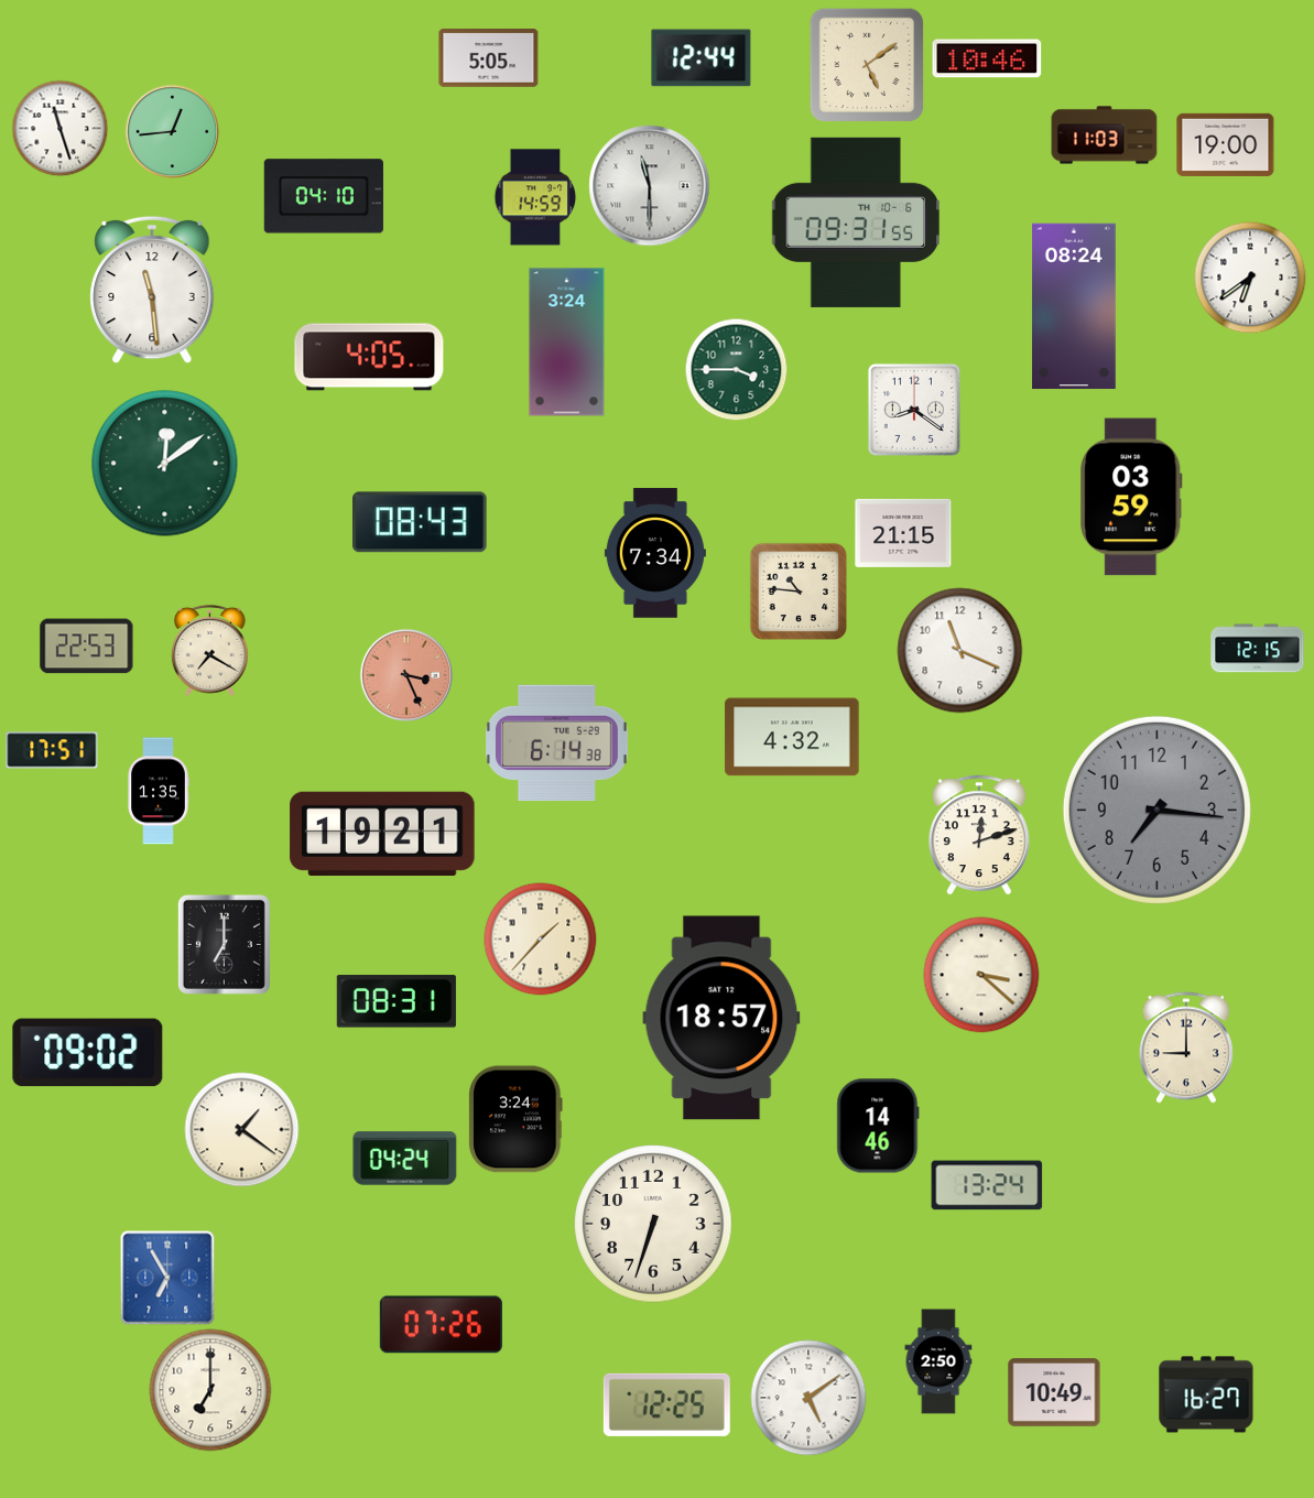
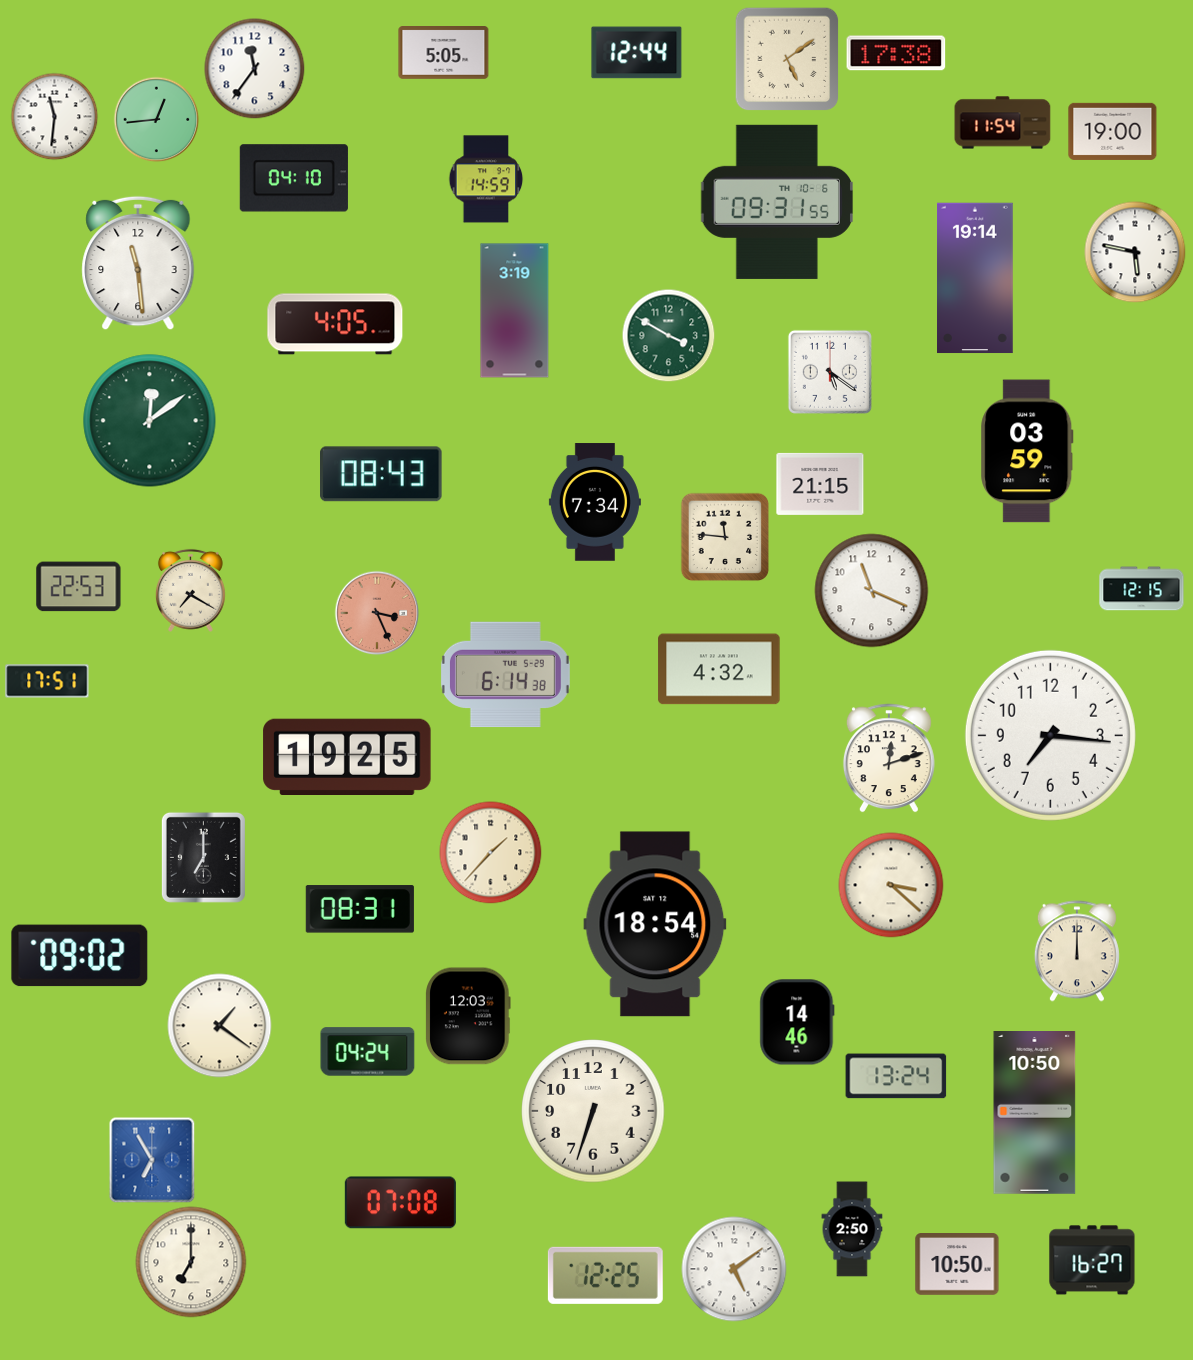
clock at (987, 58): 10:46 -> 17:38
clock at (255, 69): none -> 11:36
clock at (59, 128): 11:27 -> 11:31
clock at (1105, 135): 11:03 -> 11:54
clock at (650, 186): 11:30 -> none
clock at (1250, 278): 6:39 -> 5:47
clock at (1075, 306): 08:24 -> 19:14
clock at (567, 343): 3:24 -> 3:19
clock at (736, 369): 3:45 -> 3:50
clock at (914, 410): 8:21 -> 5:21
clock at (799, 591): 10:46 -> 11:46
clock at (406, 675) position: (406, 675) -> (377, 613)
clock at (159, 791): 1:35 -> none
clock at (1156, 810) dial: grey -> white
clock at (382, 833): 19:21 -> 19:25
clock at (721, 1018): 18:57 -> 18:54
clock at (1186, 1047): 9:00 -> 12:00
clock at (515, 1119): 3:24 -> 12:03
clock at (1035, 1113): none -> 10:50
clock at (441, 1325): 07:26 -> 07:08
clock at (938, 1361) position: (938, 1361) -> (852, 1229)
clock at (1054, 1393): 10:49 -> 10:50
clock at (1206, 1394) position: (1206, 1394) -> (1092, 1260)
